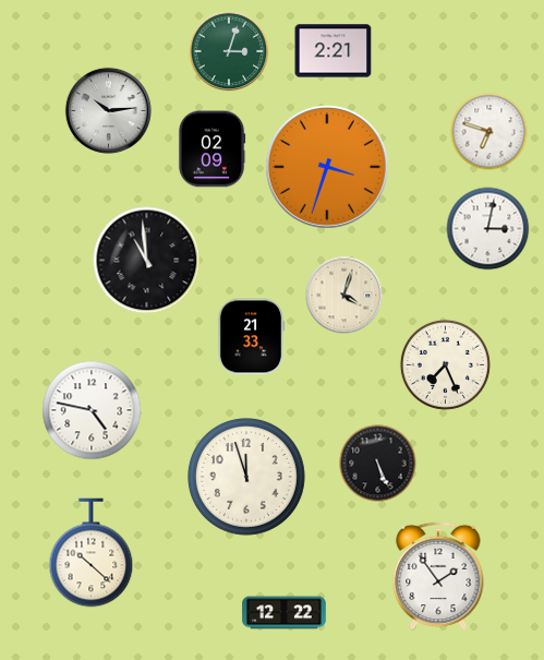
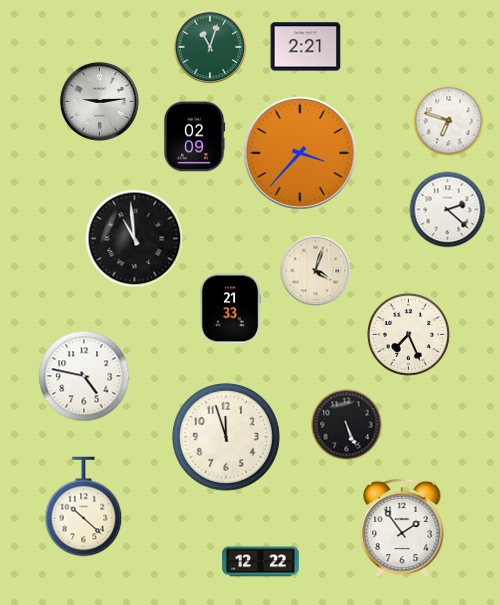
clock at (229, 51): 3:03 -> 11:03
clock at (108, 110): 10:14 -> 9:14
clock at (327, 167): 3:33 -> 3:37
clock at (488, 229): 3:02 -> 2:22
